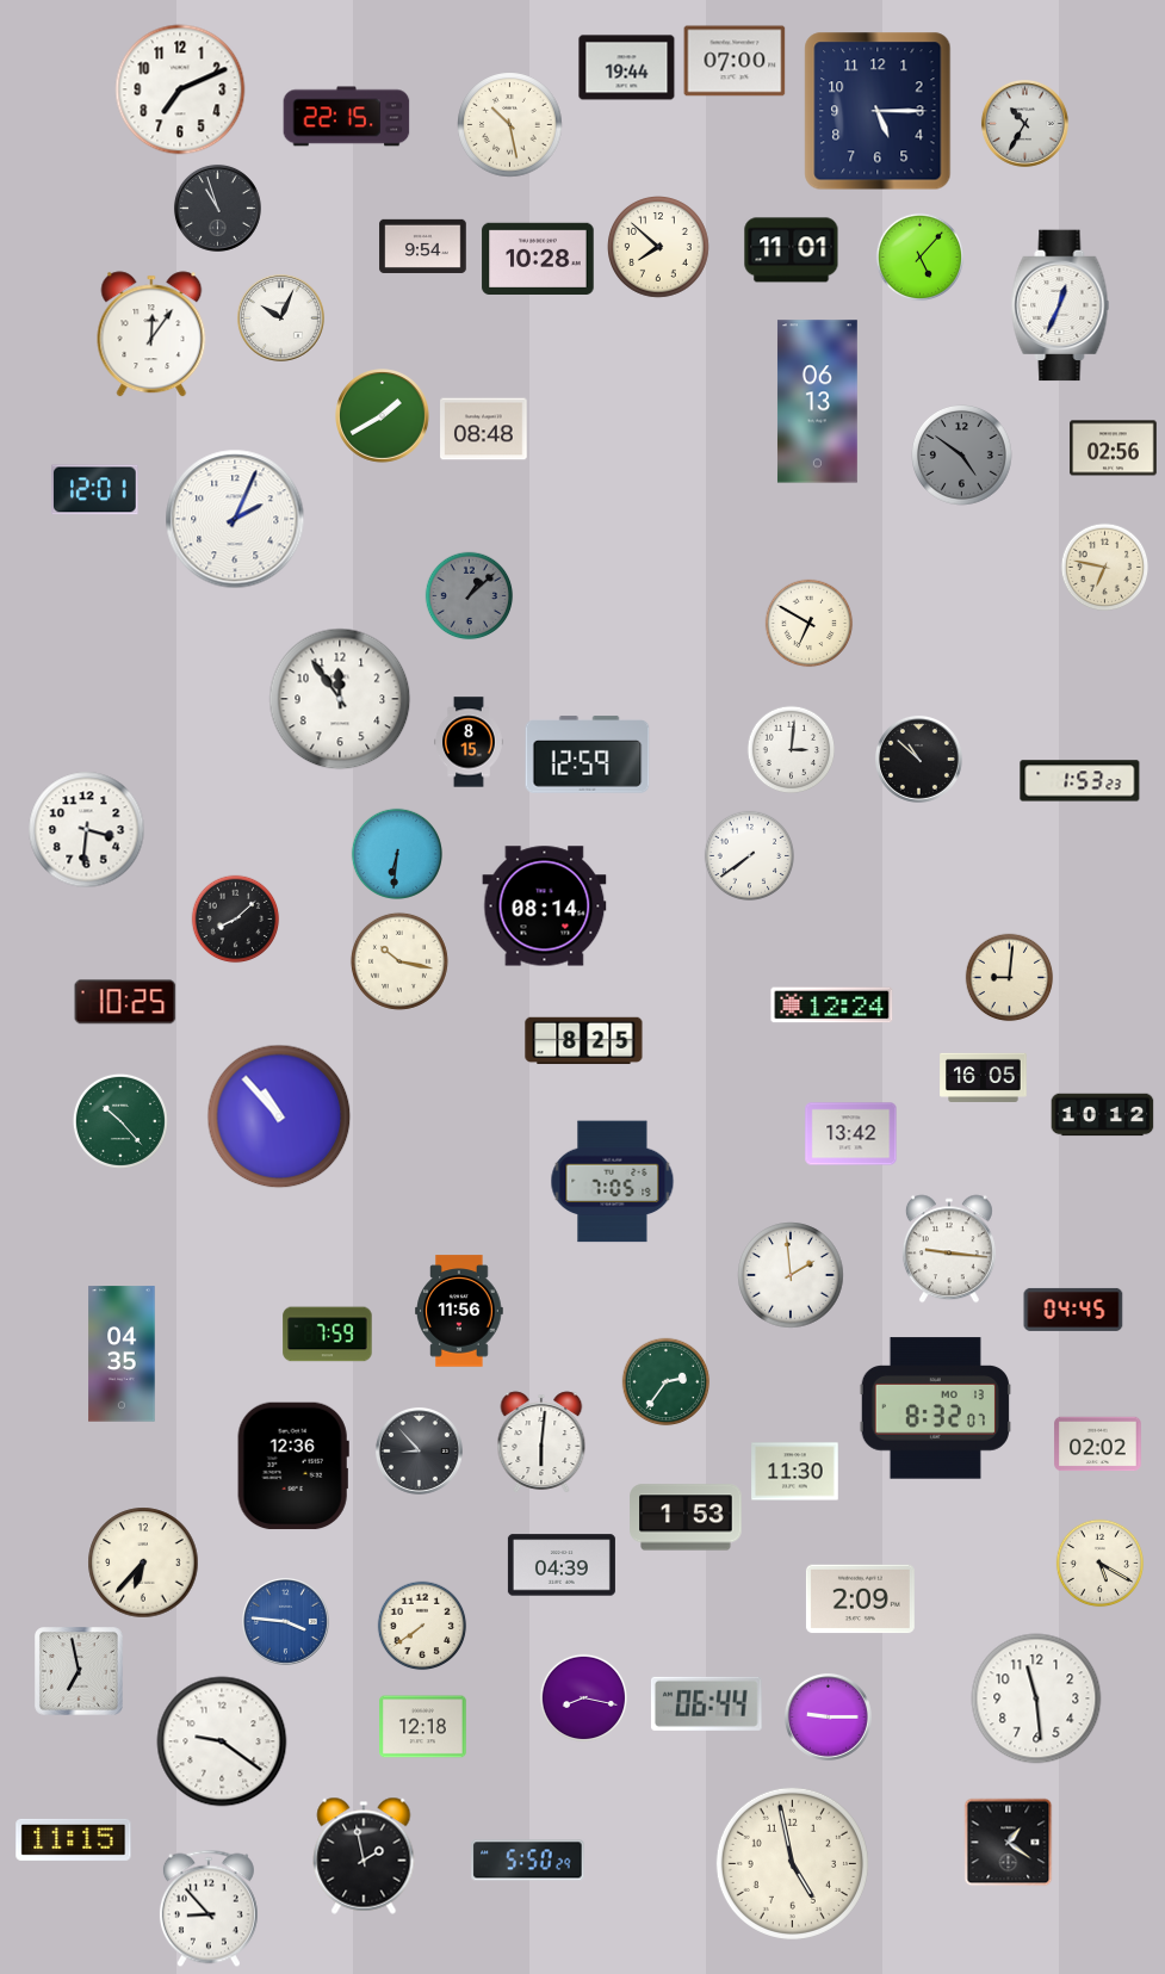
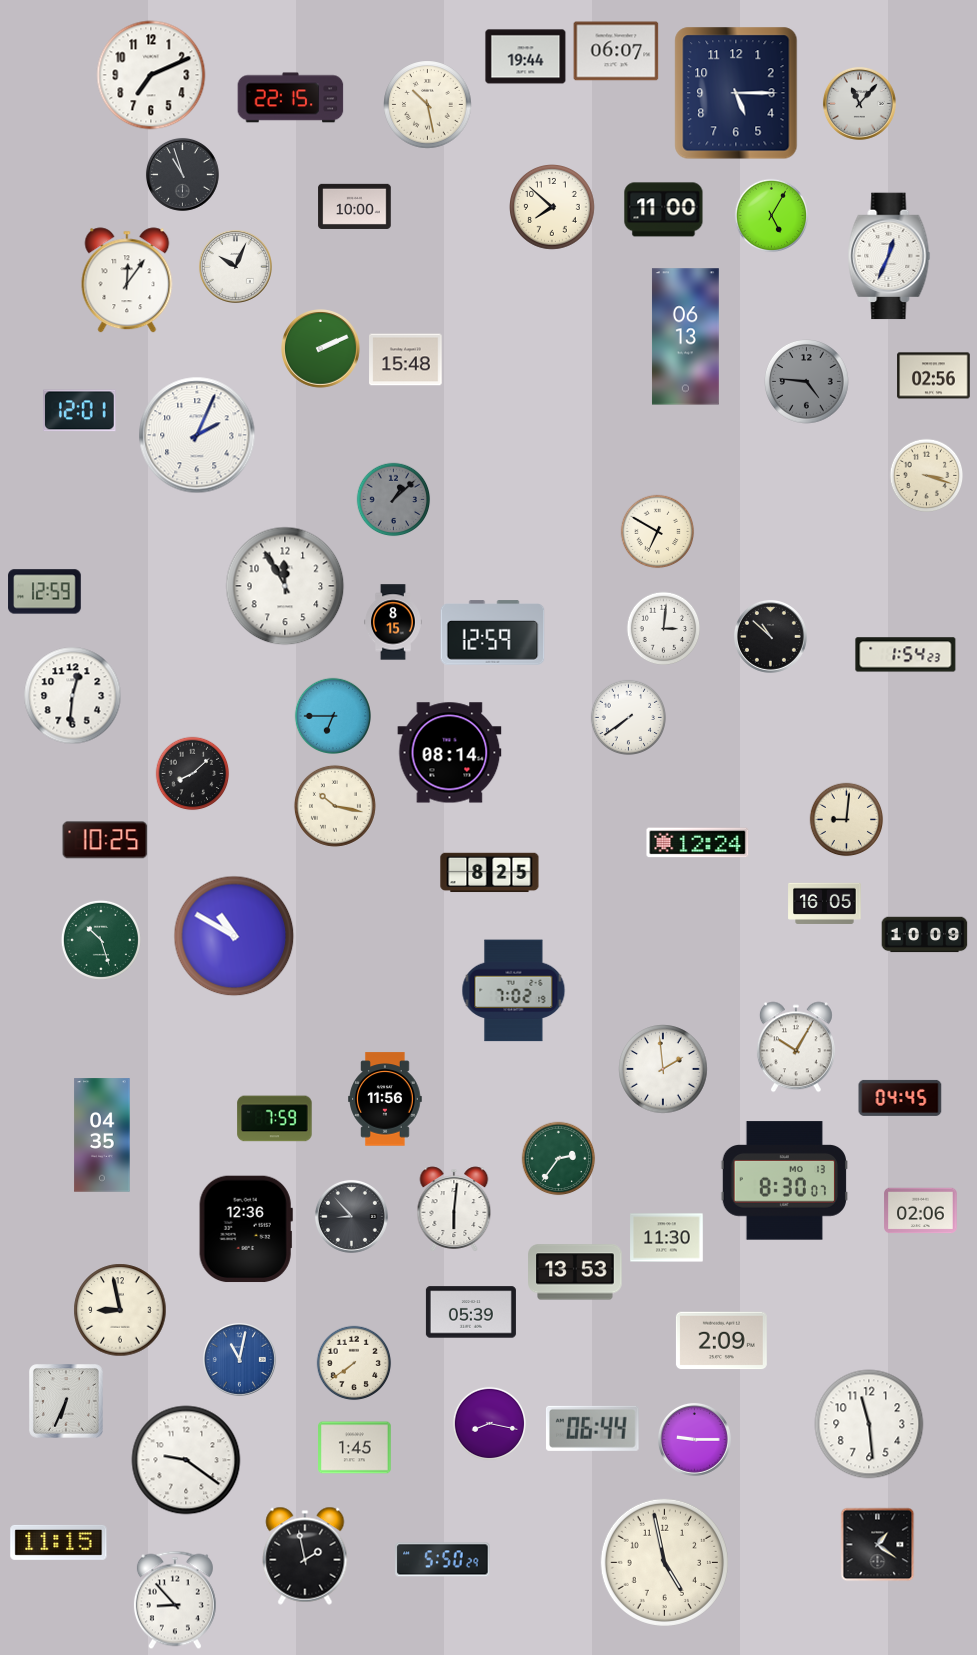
clock at (735, 61): 07:00 -> 06:07
clock at (1024, 123): 10:35 -> 11:07
clock at (423, 246): 9:54 -> 10:00
clock at (792, 250): 11:01 -> 11:00
clock at (538, 258): 10:28 -> none
clock at (921, 258): 5:07 -> 5:05
clock at (383, 416): 1:40 -> 2:11
clock at (484, 429): 08:48 -> 15:48
clock at (962, 456): 4:51 -> 4:46
clock at (1105, 568): 6:47 -> 3:18
clock at (810, 624) position: (810, 624) -> (658, 532)
clock at (340, 699): 11:54 -> 11:55
clock at (45, 592): none -> 12:59
clock at (1080, 781): 1:53 -> 1:54
clock at (87, 830): 3:31 -> 12:31
clock at (396, 853): 6:31 -> 6:45
clock at (545, 906) position: (545, 906) -> (450, 753)
clock at (236, 920) position: (236, 920) -> (193, 774)
clock at (1103, 1115): 10:12 -> 10:09
clock at (279, 1116): 10:53 -> 10:50
clock at (120, 1121): 10:23 -> 10:27
clock at (851, 1134): 13:42 -> none
clock at (613, 1182): 7:05 -> 7:02
clock at (949, 1249): 9:16 -> 10:05
clock at (935, 1409): 8:32 -> 8:30
clock at (1098, 1444): 02:02 -> 02:06
clock at (795, 1472) position: (795, 1472) -> (667, 1238)
clock at (686, 1517): 1:53 -> 13:53
clock at (143, 1563): 6:37 -> 8:58
clock at (1101, 1564): 5:20 -> none
clock at (562, 1565): 04:39 -> 05:39
clock at (285, 1621): 3:46 -> 11:02
clock at (80, 1672): 6:58 -> 6:34
clock at (423, 1727): 12:18 -> 1:45
clock at (74, 1839) position: (74, 1839) -> (59, 1542)
clock at (1009, 1843) position: (1009, 1843) -> (878, 1545)
